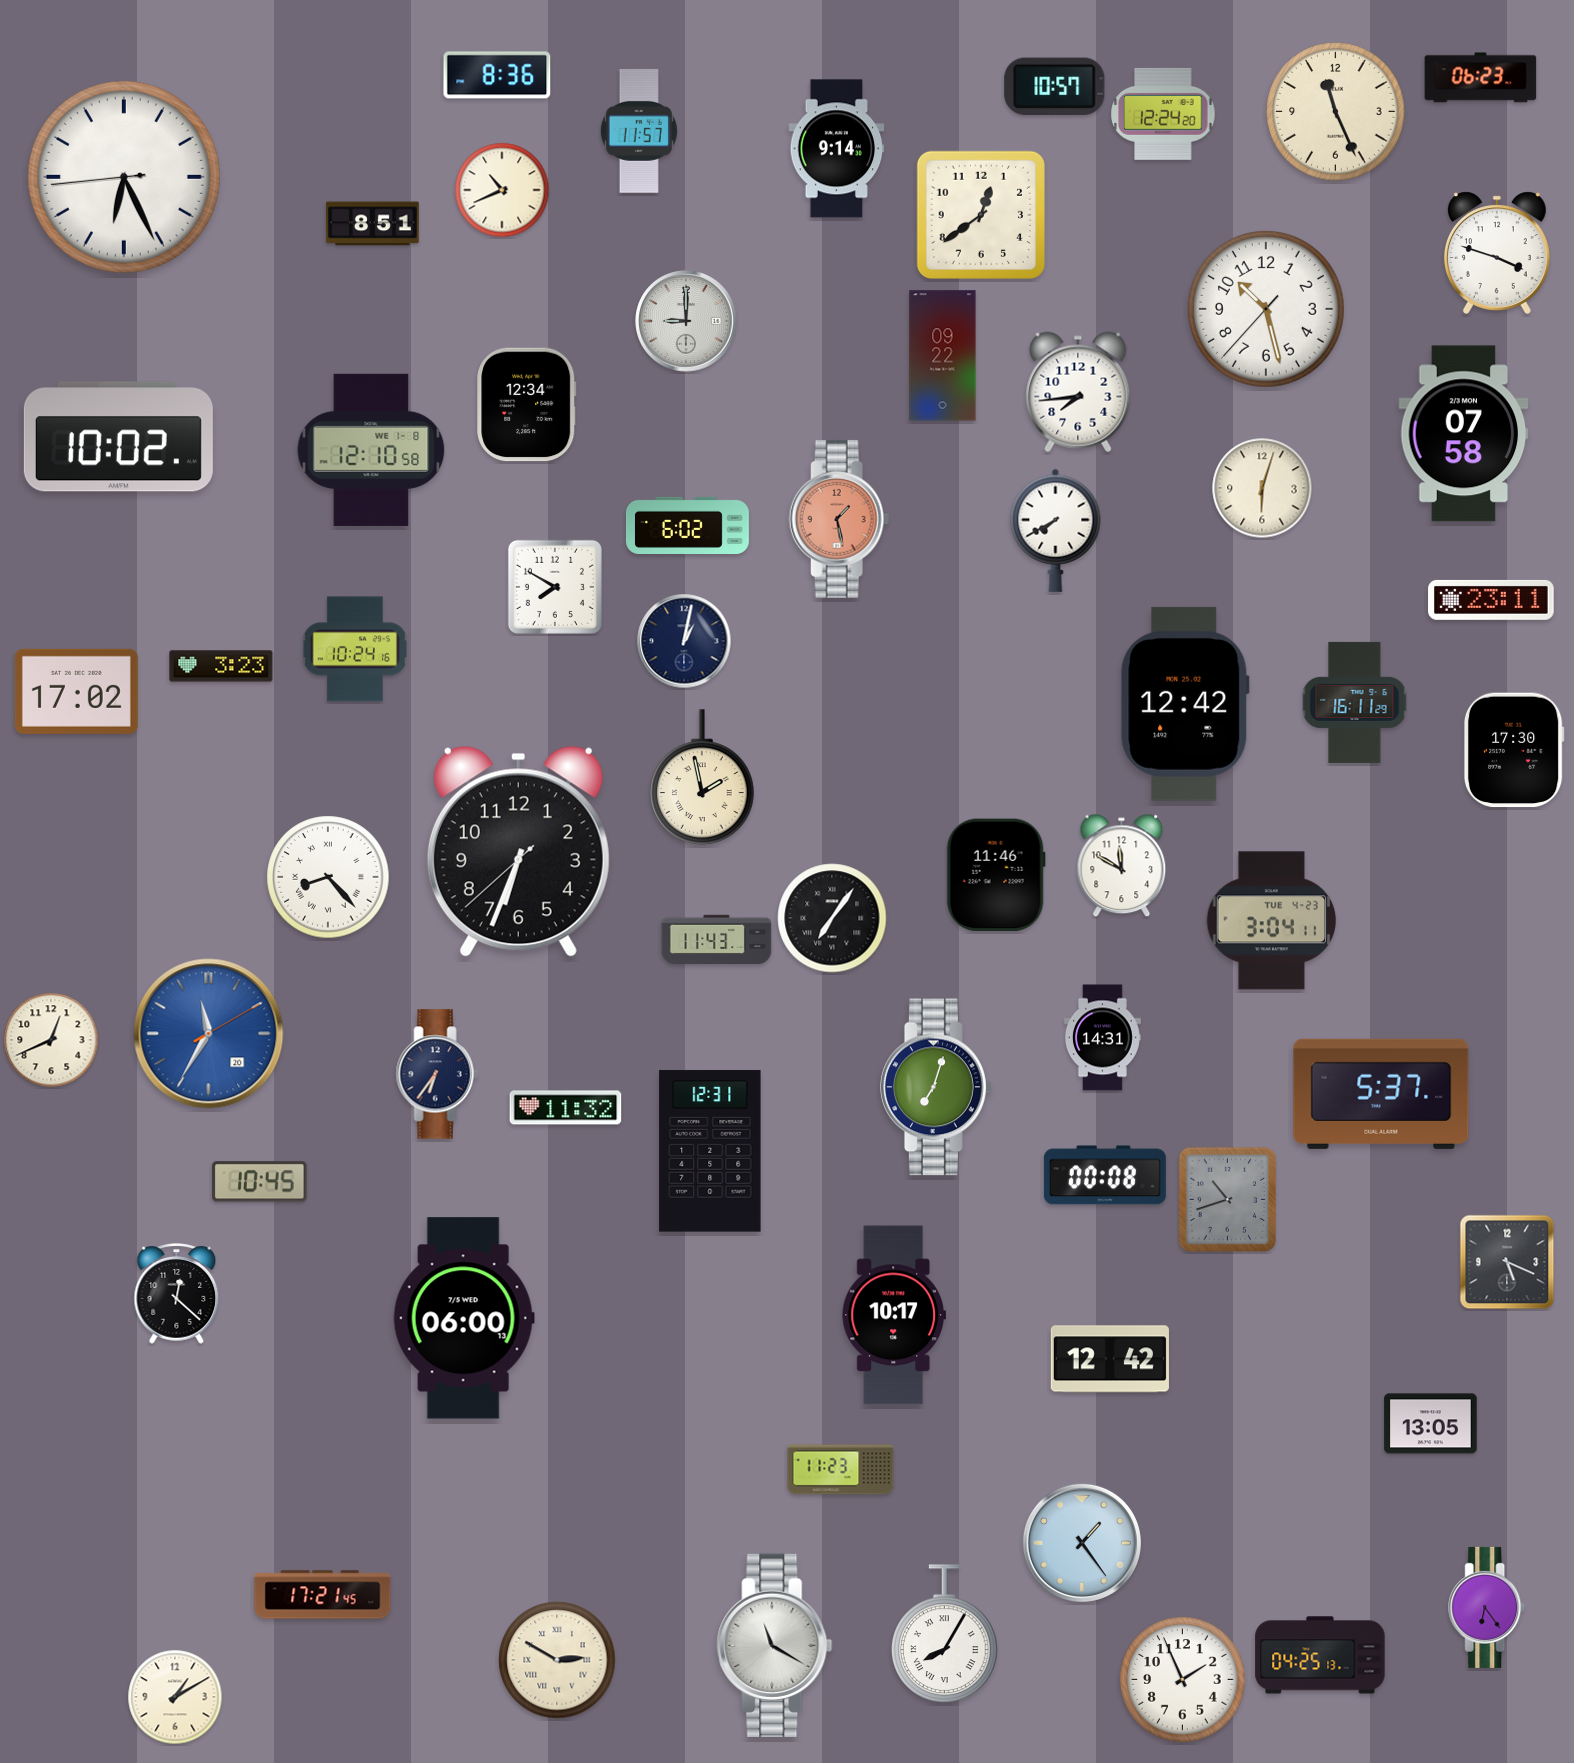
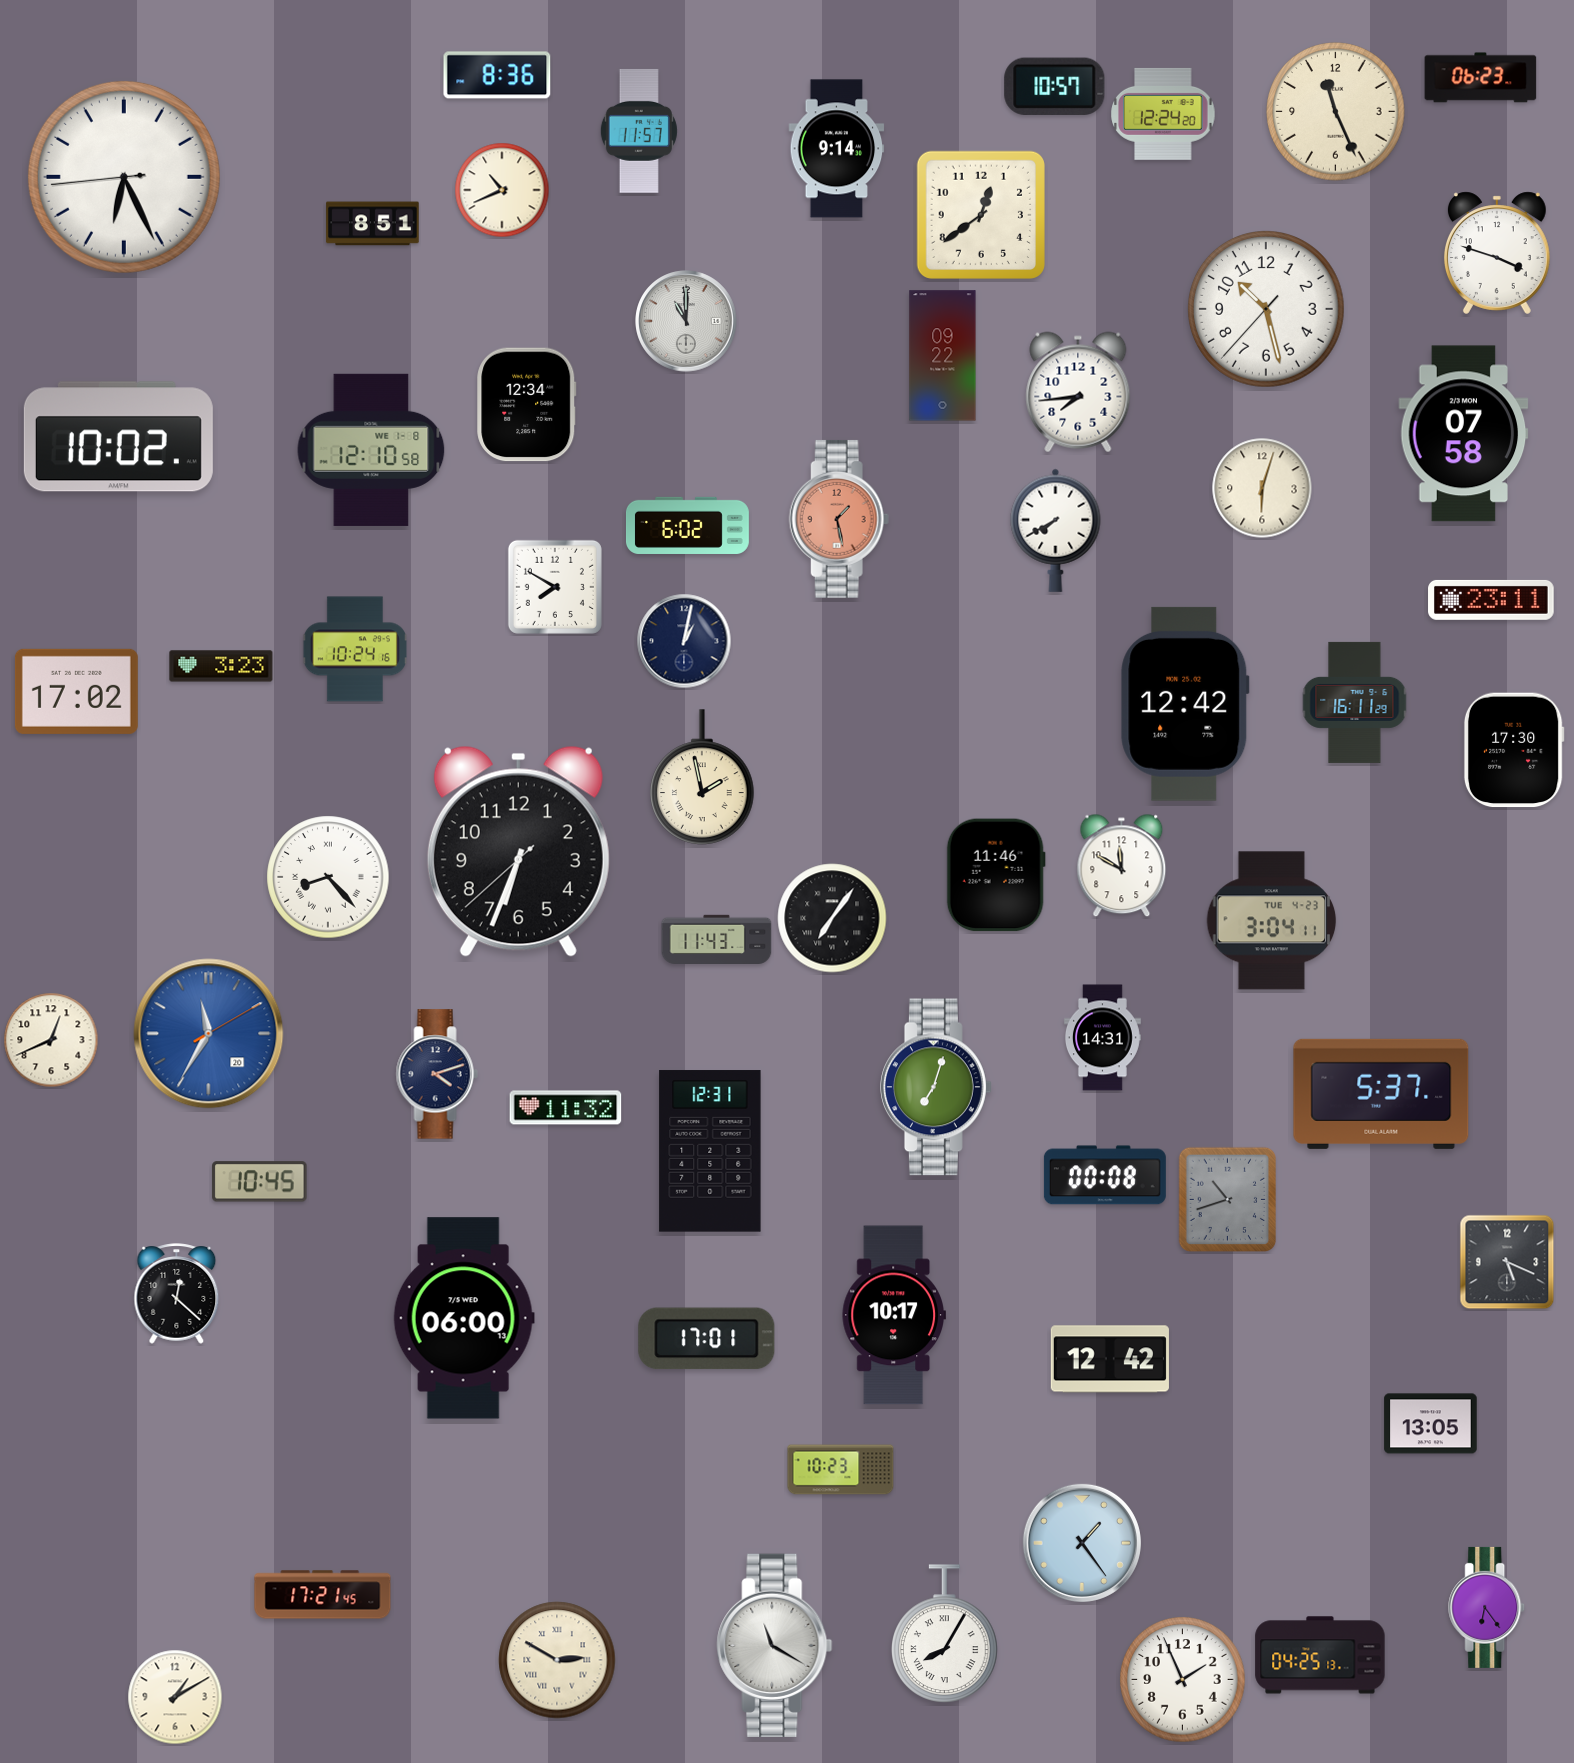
clock at (686, 321): 9:00 -> 11:00
clock at (437, 1074): 6:36 -> 4:12
clock at (707, 1339): none -> 17:01
clock at (841, 1470): 11:23 -> 10:23
